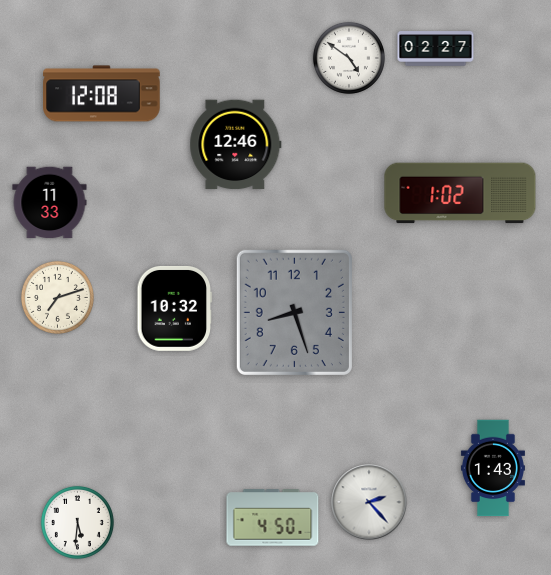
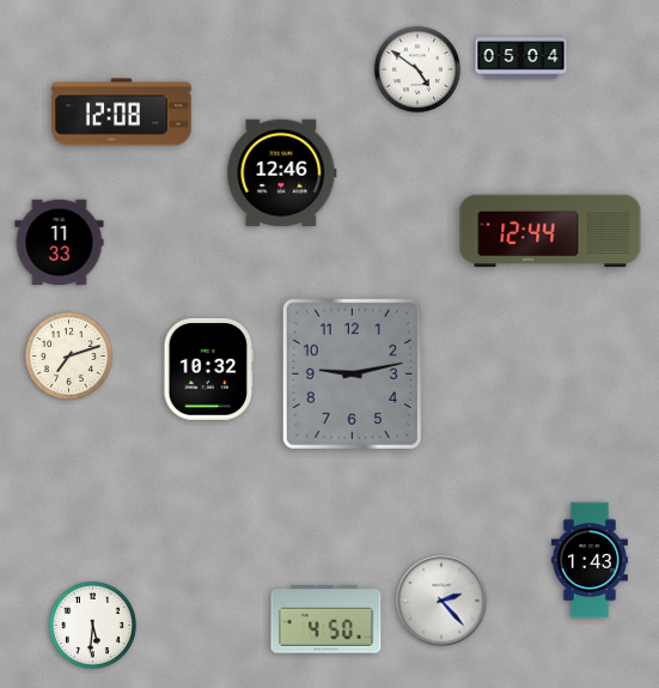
clock at (436, 49): 02:27 -> 05:04
clock at (460, 193): 1:02 -> 12:44
clock at (294, 312): 8:27 -> 9:13
